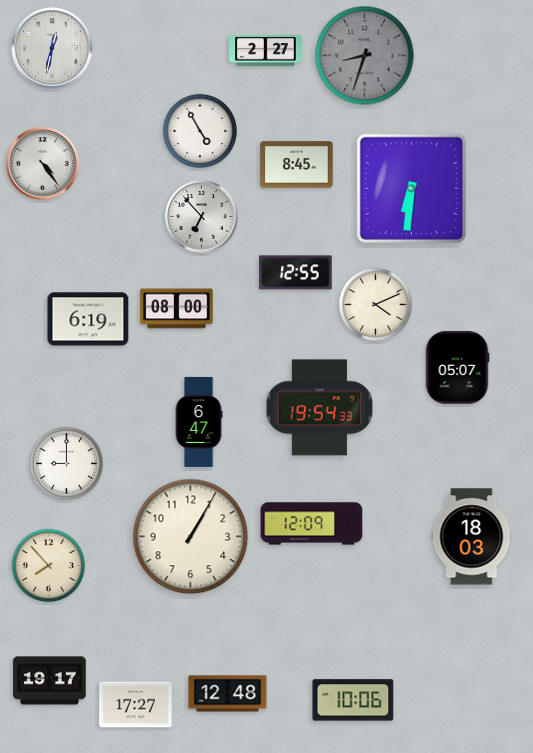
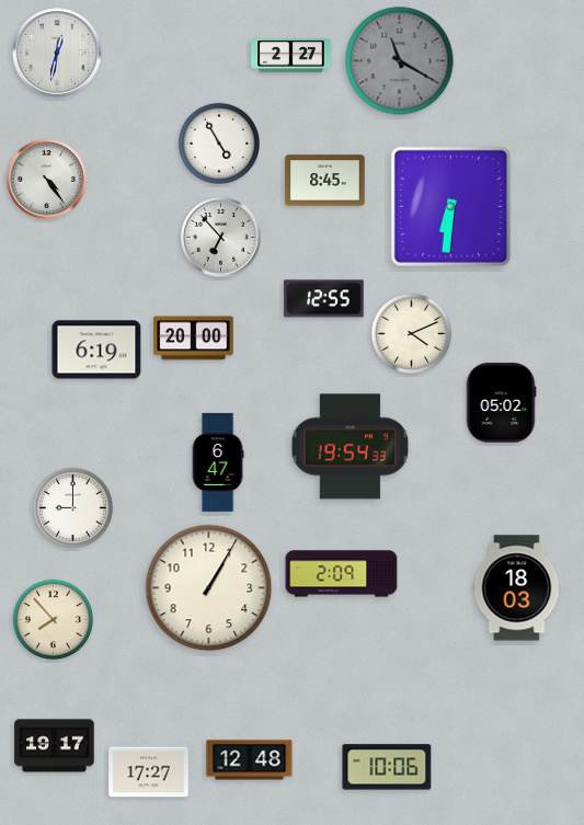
clock at (365, 56): 8:33 -> 11:20
clock at (177, 309): 08:00 -> 20:00
clock at (457, 368): 05:07 -> 05:02
clock at (312, 524): 12:09 -> 2:09
